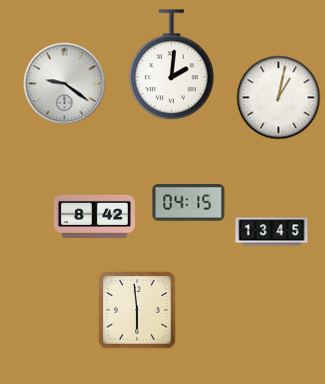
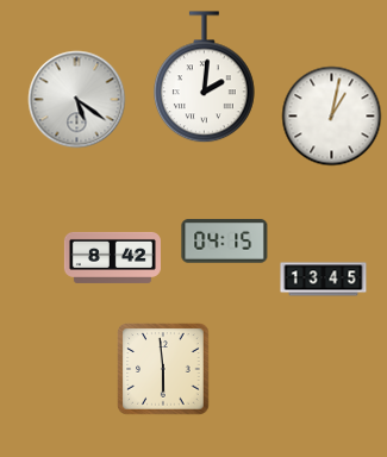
clock at (65, 84): 9:21 -> 5:21
clock at (272, 232) position: (272, 232) -> (324, 280)
